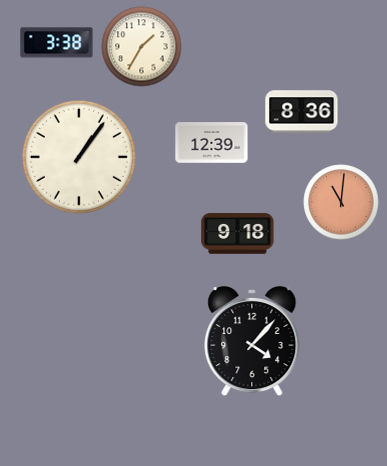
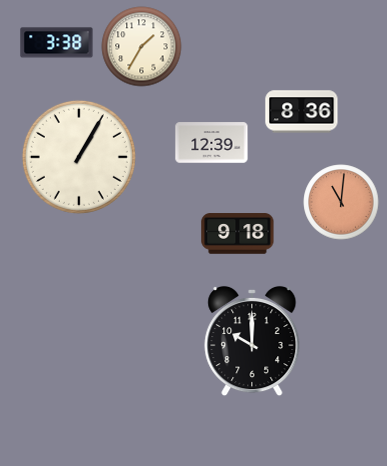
clock at (79, 157): 1:06 -> 1:05
clock at (252, 341): 4:07 -> 10:00
